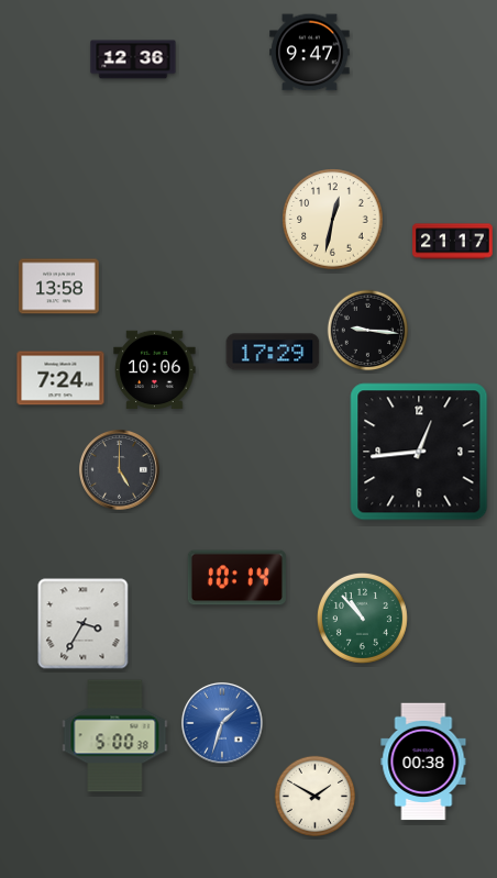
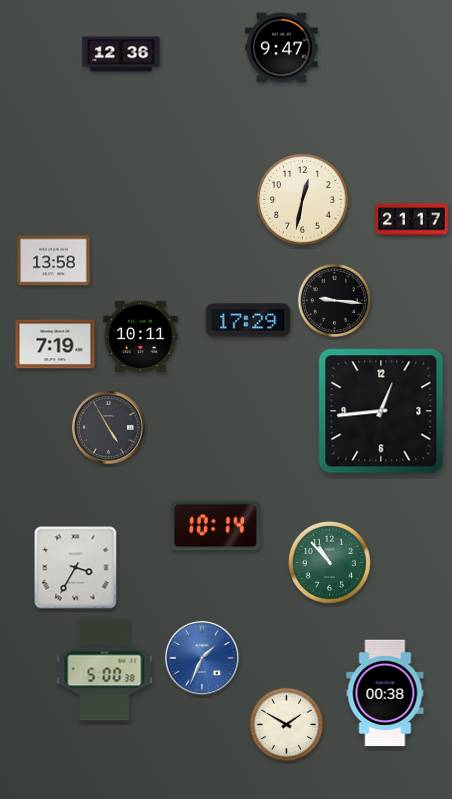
clock at (155, 370): 10:06 -> 10:11
clock at (60, 378): 7:24 -> 7:19
clock at (119, 469): 5:00 -> 4:55
clock at (222, 723): 1:33 -> 1:34
